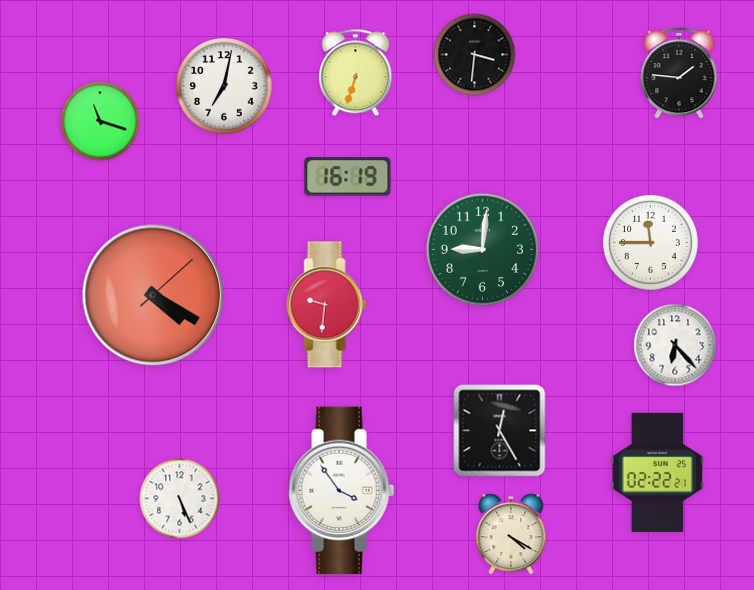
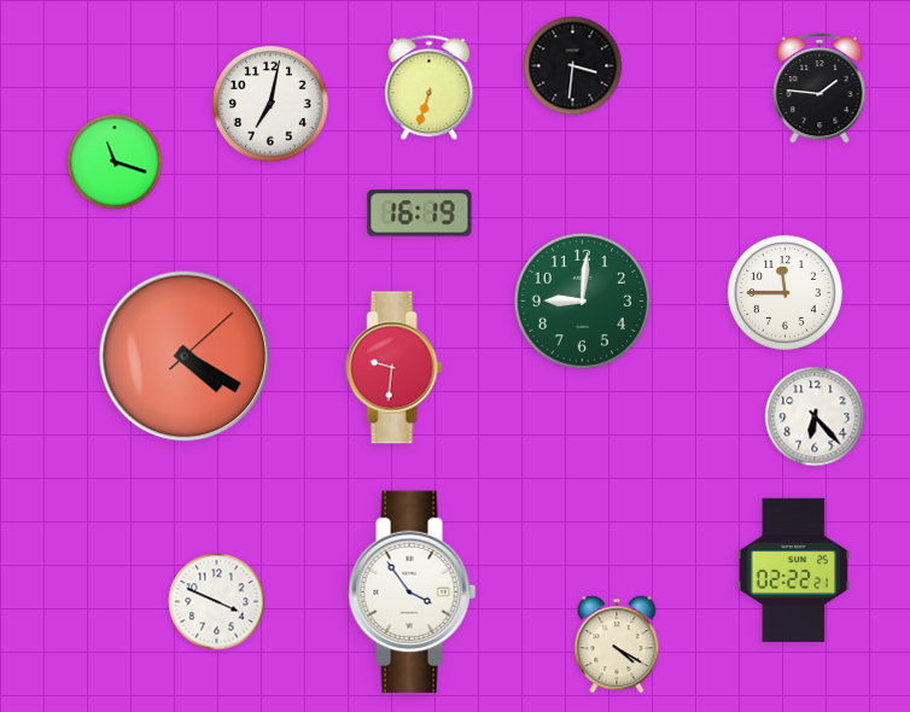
clock at (100, 121) position: (100, 121) -> (115, 162)
clock at (500, 431): 12:25 -> none
clock at (180, 499): 5:26 -> 3:49
